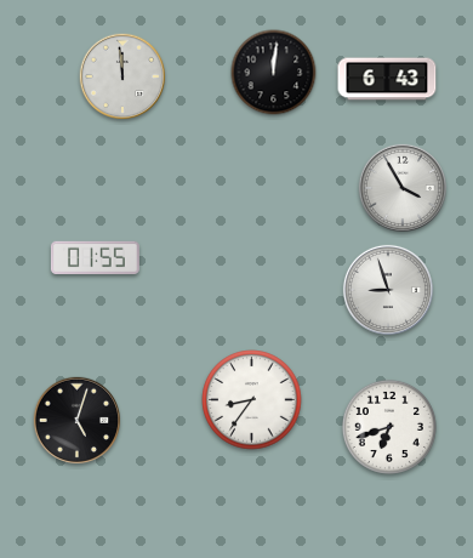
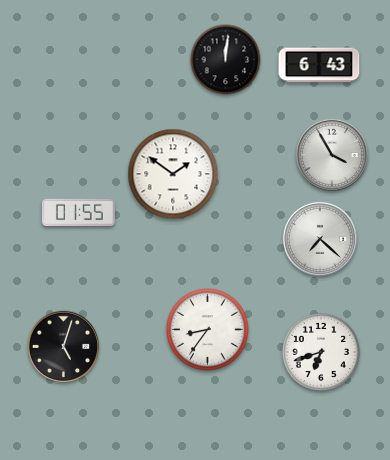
clock at (122, 76): 11:59 -> none
clock at (173, 174): none -> 1:51
clock at (388, 290): 8:57 -> 7:22
